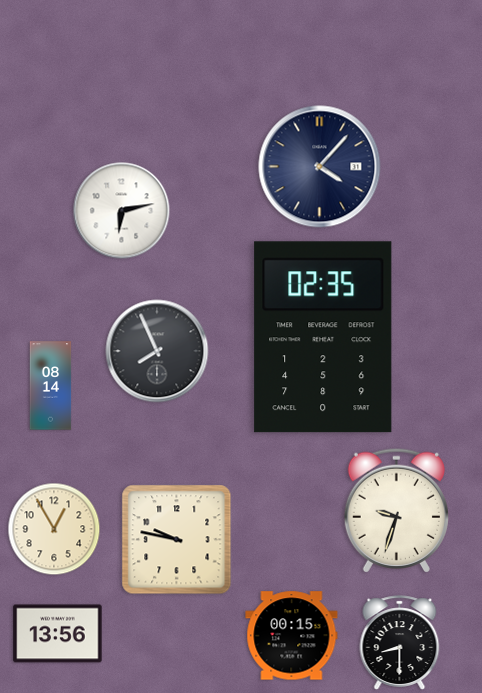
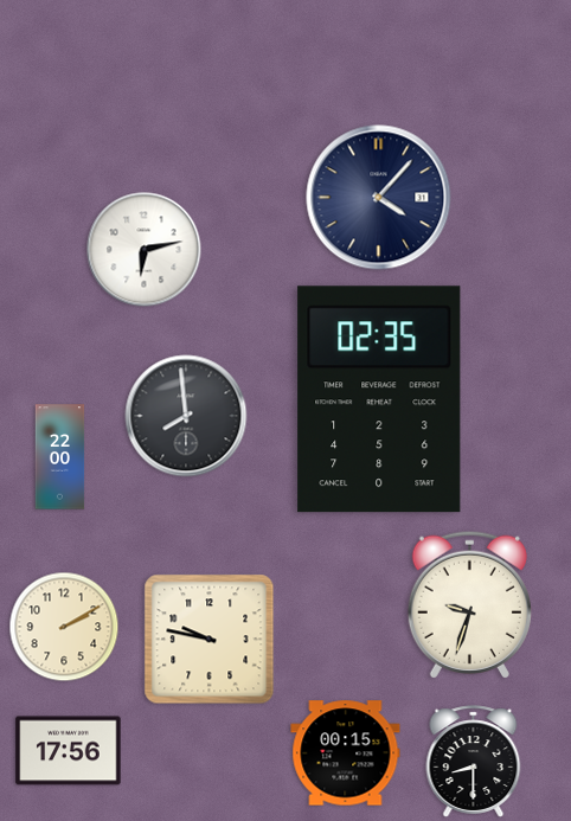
clock at (323, 337) position: (323, 337) -> (379, 399)
clock at (157, 351): 7:56 -> 7:59
clock at (51, 386): 08:14 -> 22:00
clock at (54, 529): 12:55 -> 2:10
clock at (58, 634): 13:56 -> 17:56
